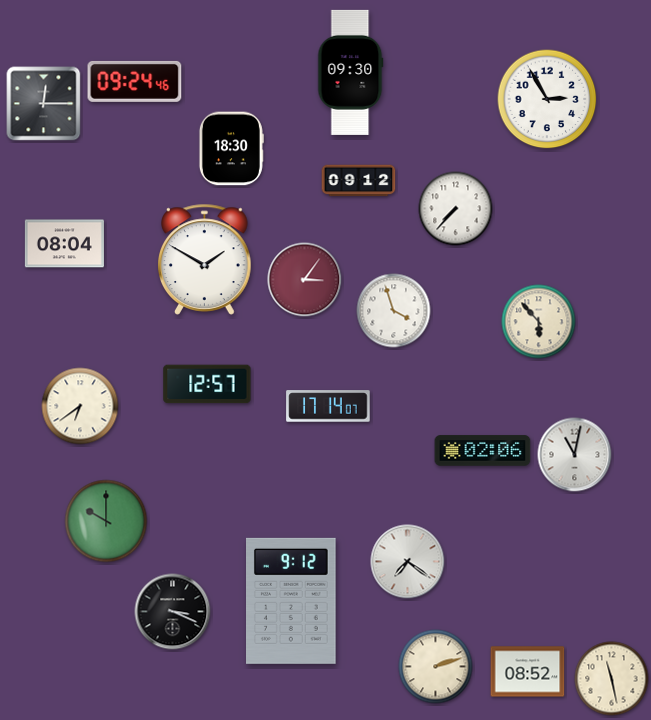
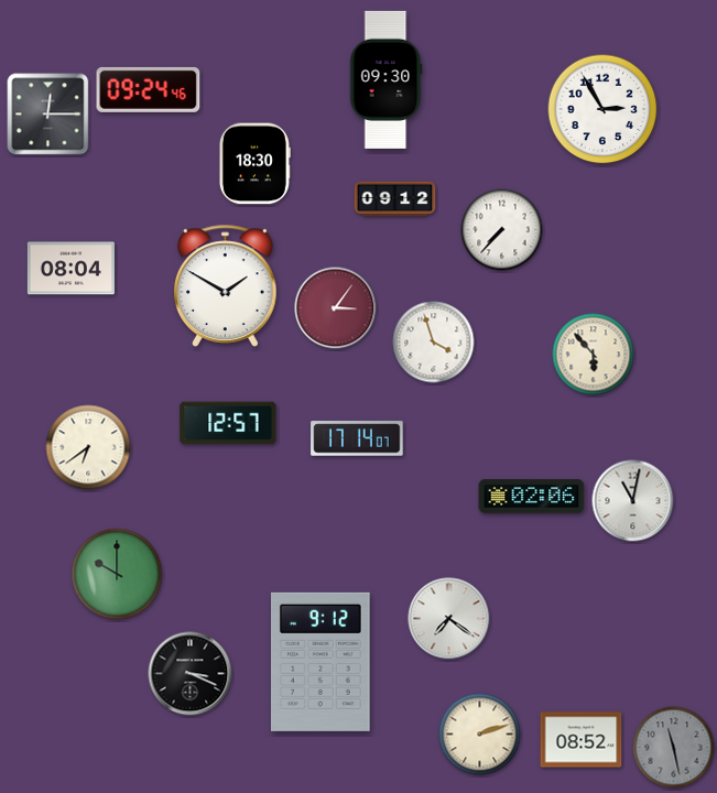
clock at (328, 406) position: (328, 406) -> (357, 438)
clock at (612, 679) dial: cream -> grey
